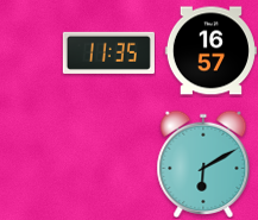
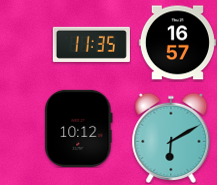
clock at (79, 128): none -> 10:12
